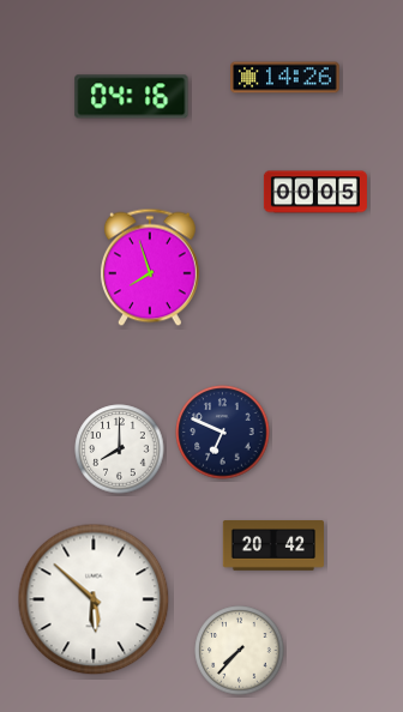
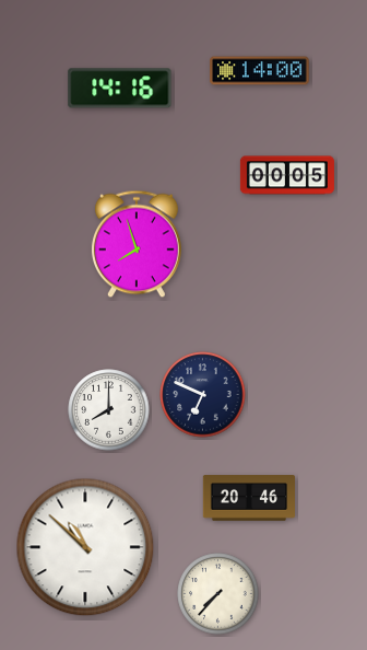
clock at (285, 78): 14:26 -> 14:00
clock at (132, 97): 04:16 -> 14:16
clock at (273, 545): 20:42 -> 20:46
clock at (94, 599): 5:52 -> 10:52
